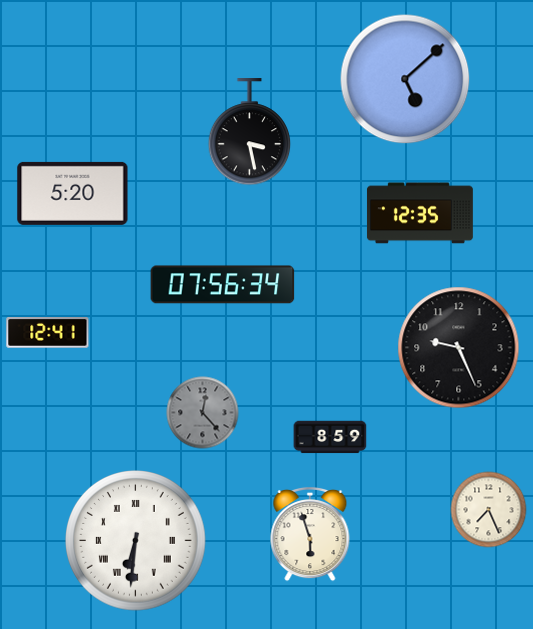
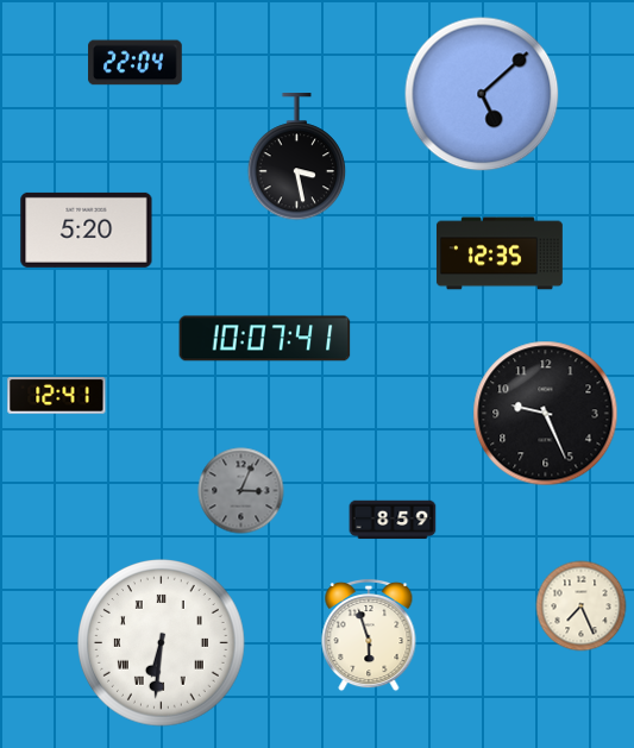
clock at (136, 63): none -> 22:04
clock at (223, 285): 07:56 -> 10:07
clock at (203, 413): 12:23 -> 3:04
